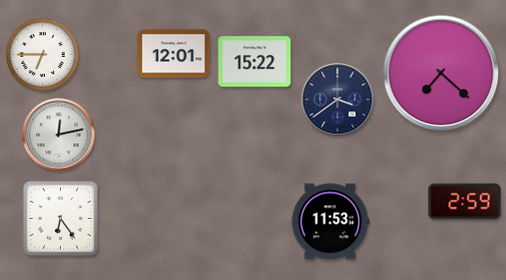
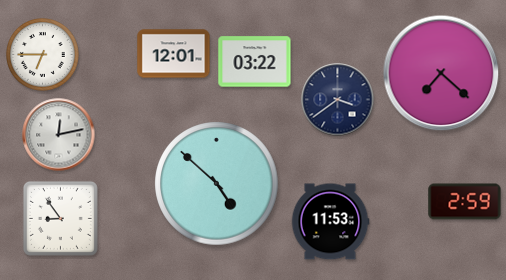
clock at (255, 62): 15:22 -> 03:22
clock at (217, 184): none -> 4:52
clock at (60, 218): 6:24 -> 8:54
